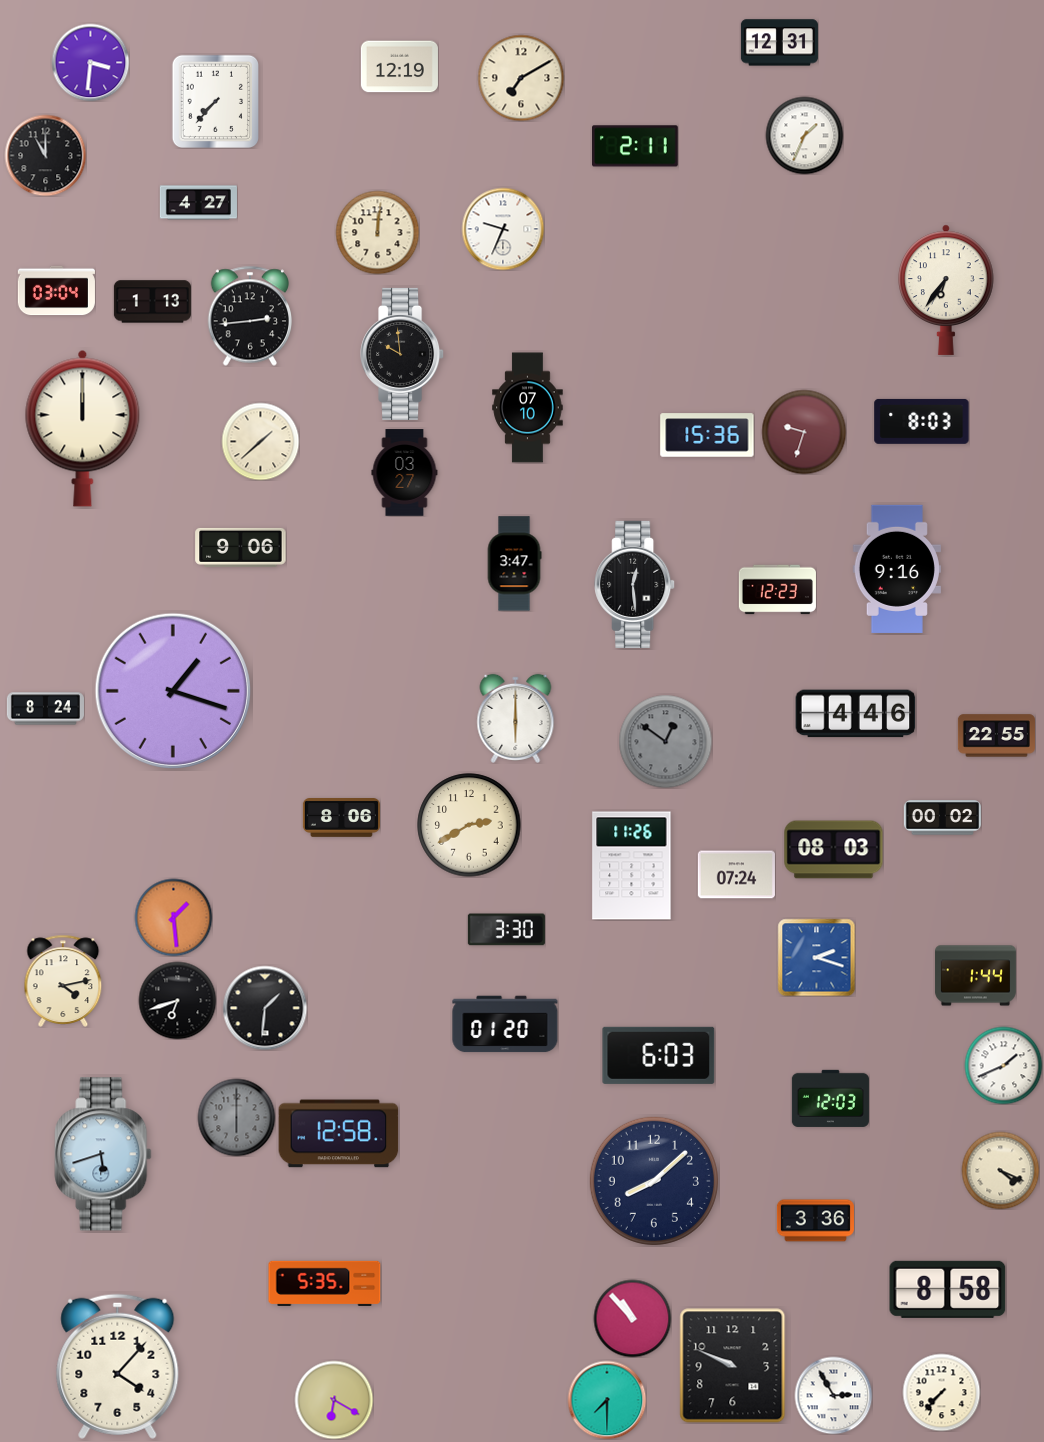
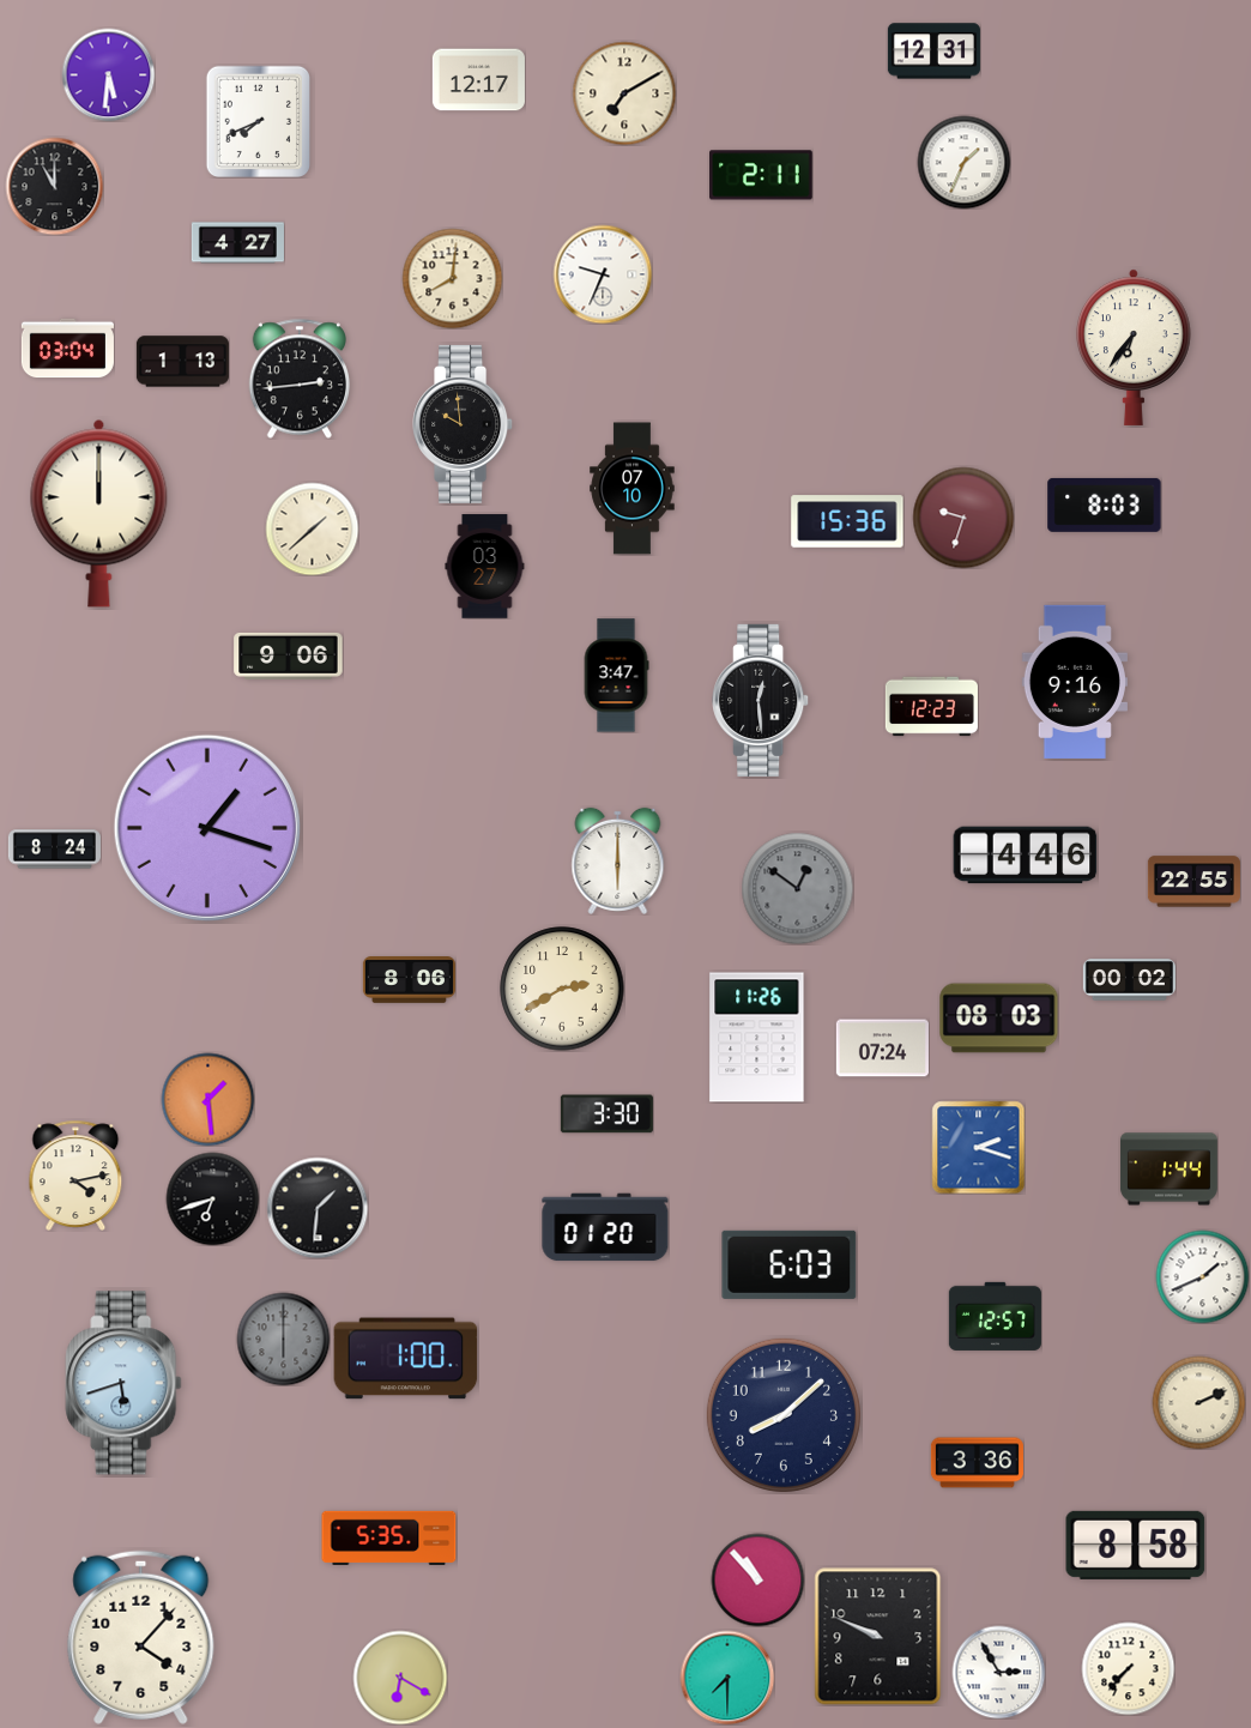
clock at (90, 62): 3:31 -> 5:31
clock at (399, 67): 12:19 -> 12:17
clock at (215, 101): 7:37 -> 7:41
clock at (377, 232): 12:01 -> 8:01
clock at (403, 354) position: (403, 354) -> (464, 424)
clock at (830, 1098): 12:03 -> 12:57
clock at (339, 1134): 12:58 -> 1:00
clock at (1000, 1170): 4:19 -> 2:11
